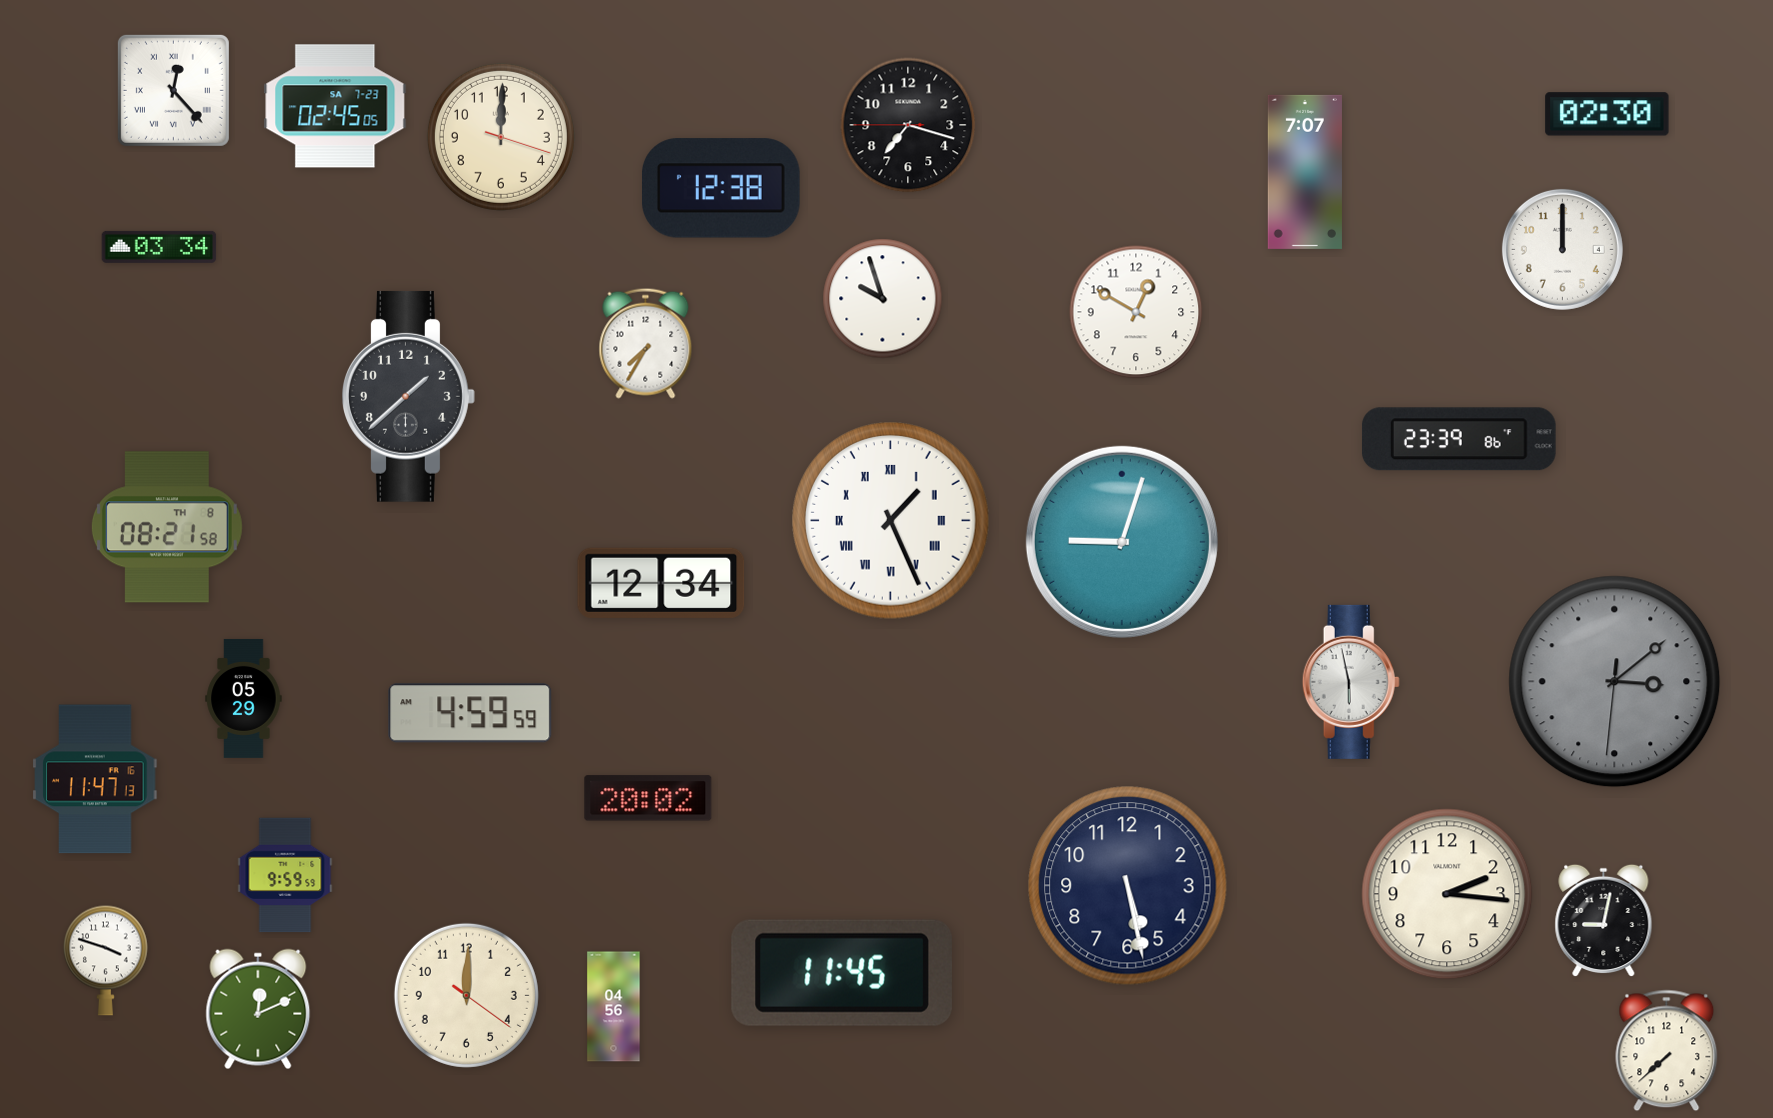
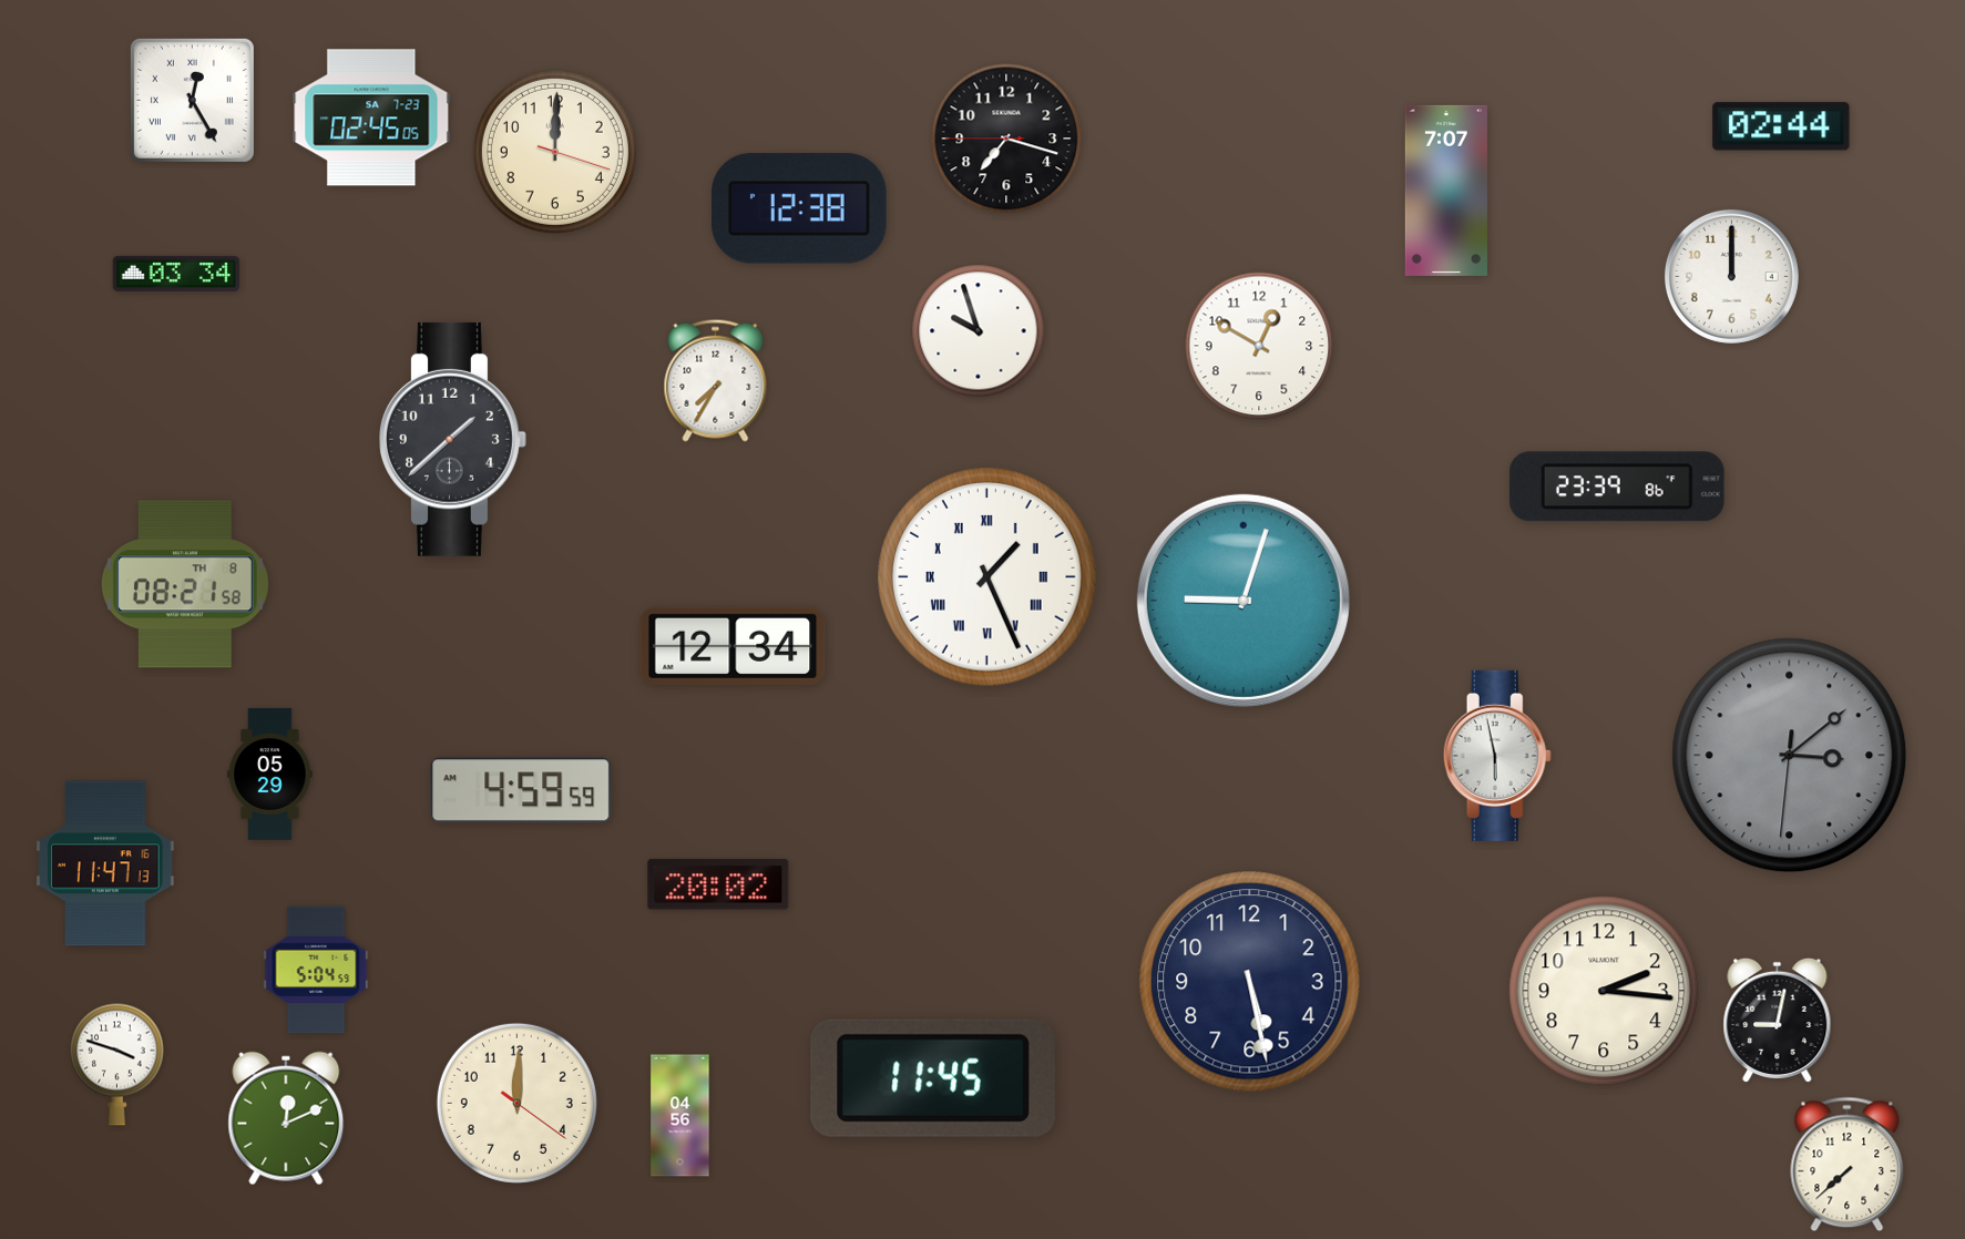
clock at (173, 90): 12:23 -> 12:25
clock at (1607, 114): 02:30 -> 02:44
clock at (285, 875): 9:59 -> 5:04
